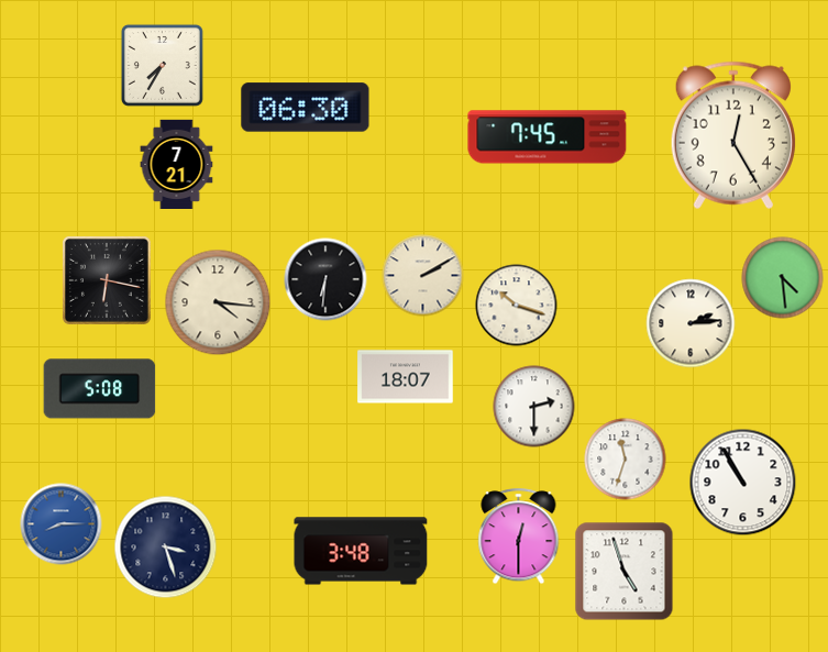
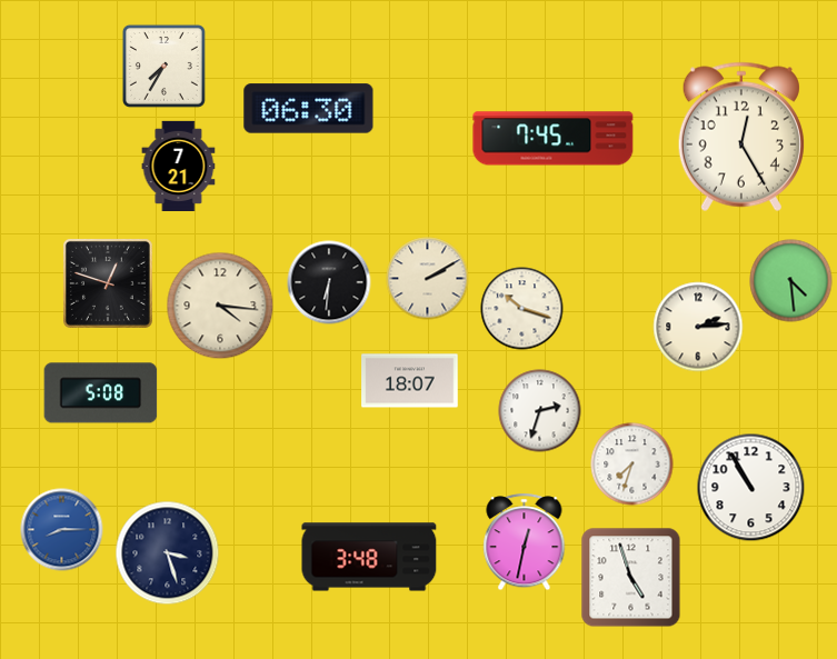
clock at (107, 280): 6:17 -> 12:48
clock at (534, 407): 2:30 -> 2:33
clock at (626, 460): 11:33 -> 7:33
clock at (519, 537): 12:30 -> 12:32
clock at (361, 551) position: (361, 551) -> (369, 557)
